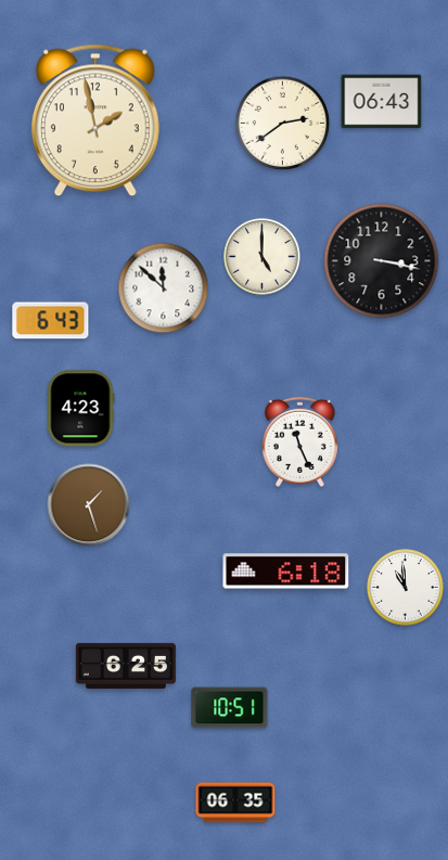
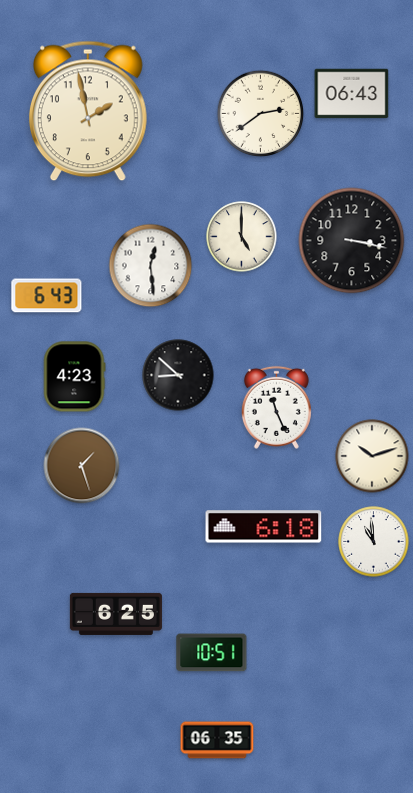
clock at (164, 288): 11:52 -> 12:29
clock at (178, 375): none -> 8:52
clock at (372, 456): none -> 10:12
